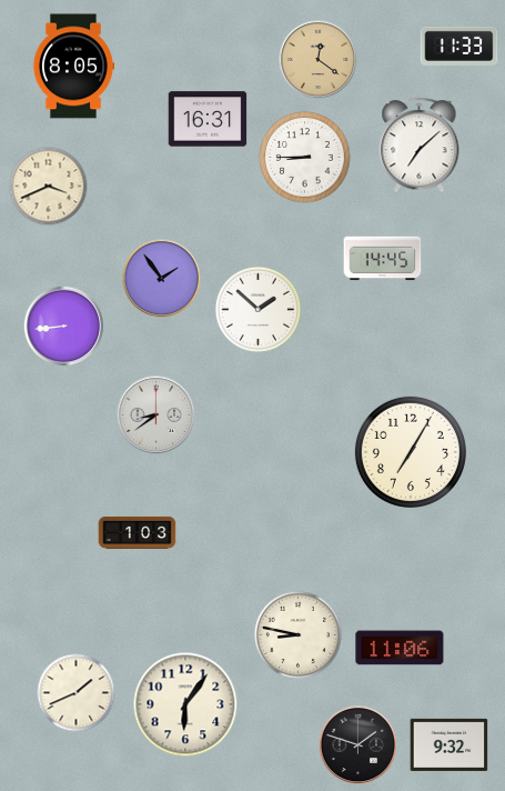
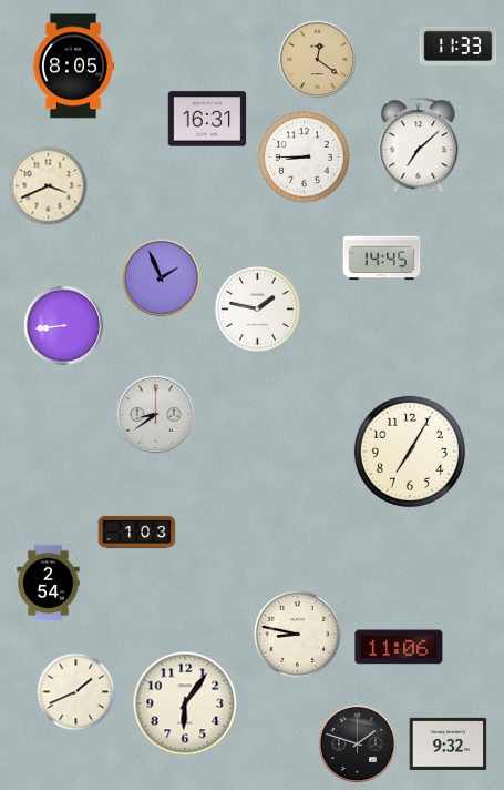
clock at (162, 279): 1:54 -> 1:56
clock at (257, 309): 1:52 -> 1:47
clock at (49, 584): none -> 2:54
